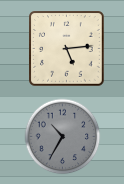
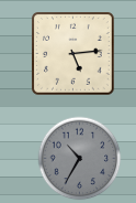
clock at (63, 137) position: (63, 137) -> (80, 159)
